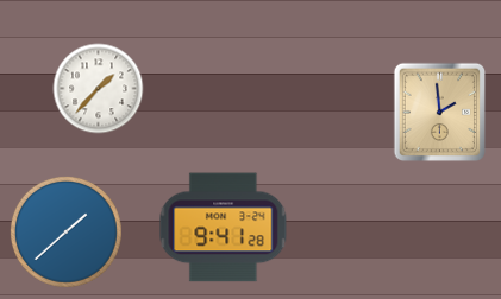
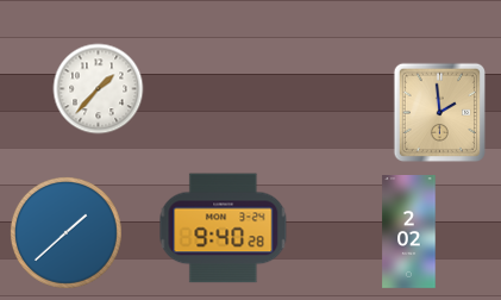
clock at (224, 228): 9:41 -> 9:40
clock at (409, 232): none -> 2:02
